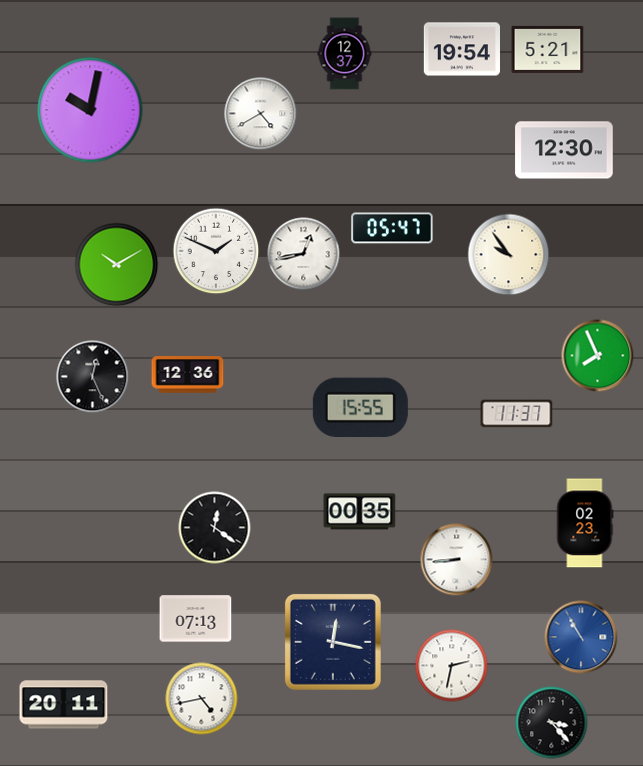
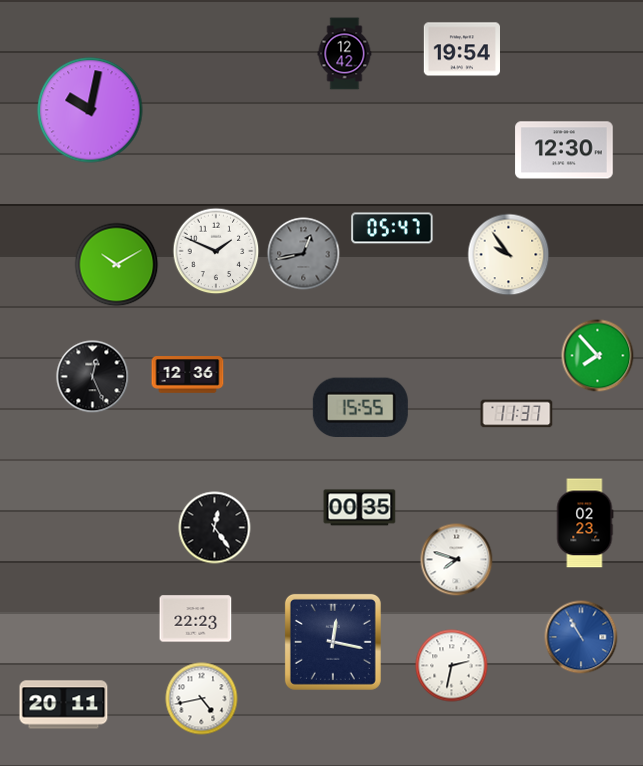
clock at (548, 49): 5:21 -> none
clock at (345, 54): 12:37 -> 12:42
clock at (261, 114): 4:40 -> none
clock at (304, 254) dial: white -> grey
clock at (598, 356): 7:56 -> 7:53
clock at (360, 512) position: (360, 512) -> (360, 508)
clock at (215, 528): 12:21 -> 12:24
clock at (457, 560): 8:44 -> 7:48
clock at (196, 619): 07:13 -> 22:23
clock at (552, 723): 3:23 -> none
